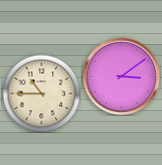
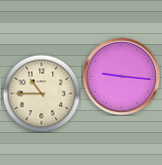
clock at (121, 76): 3:09 -> 9:16
